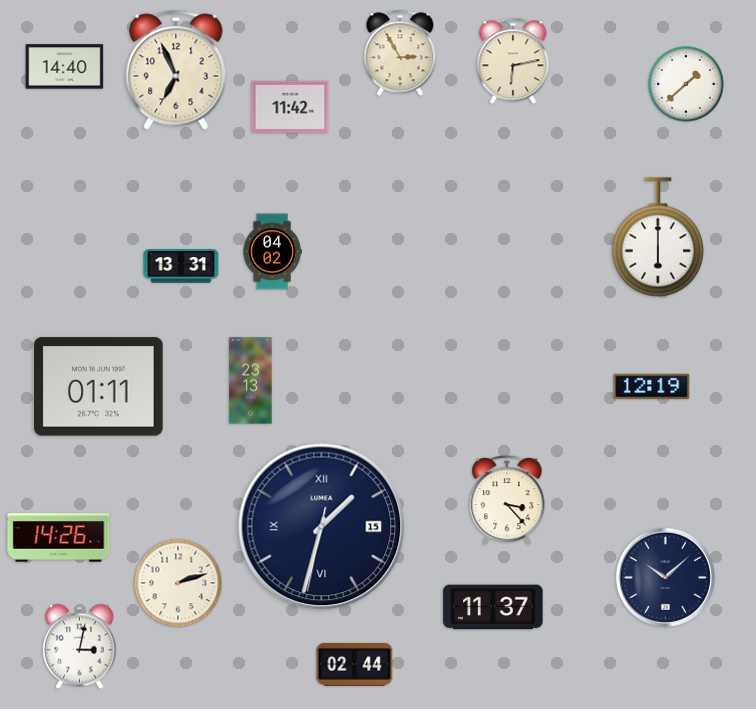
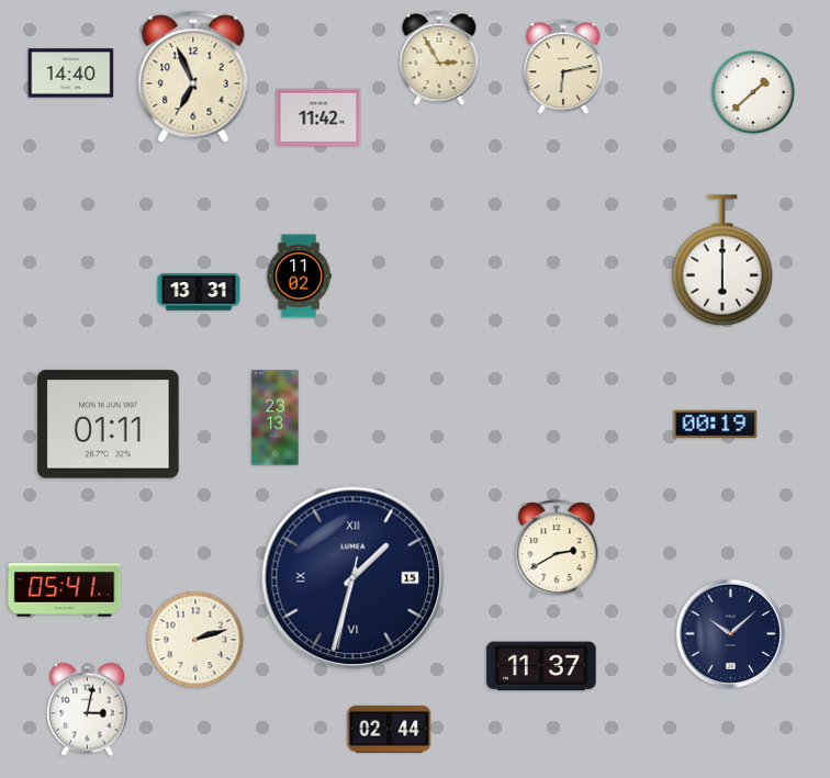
clock at (272, 252): 04:02 -> 11:02
clock at (652, 387): 12:19 -> 00:19
clock at (507, 501): 3:23 -> 2:40
clock at (59, 538): 14:26 -> 05:41
